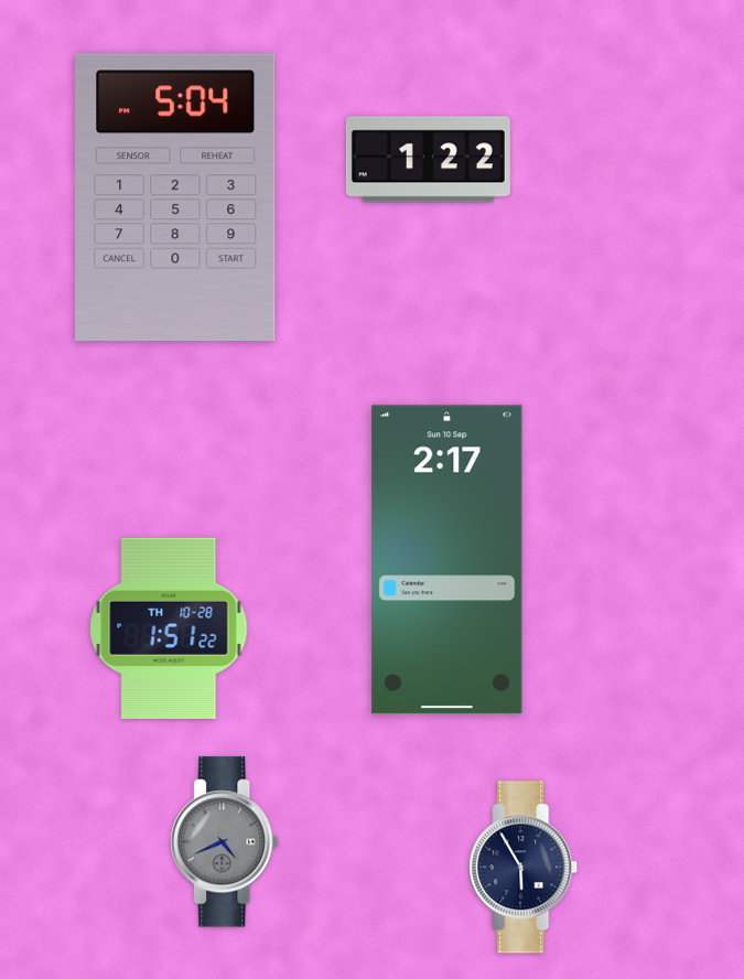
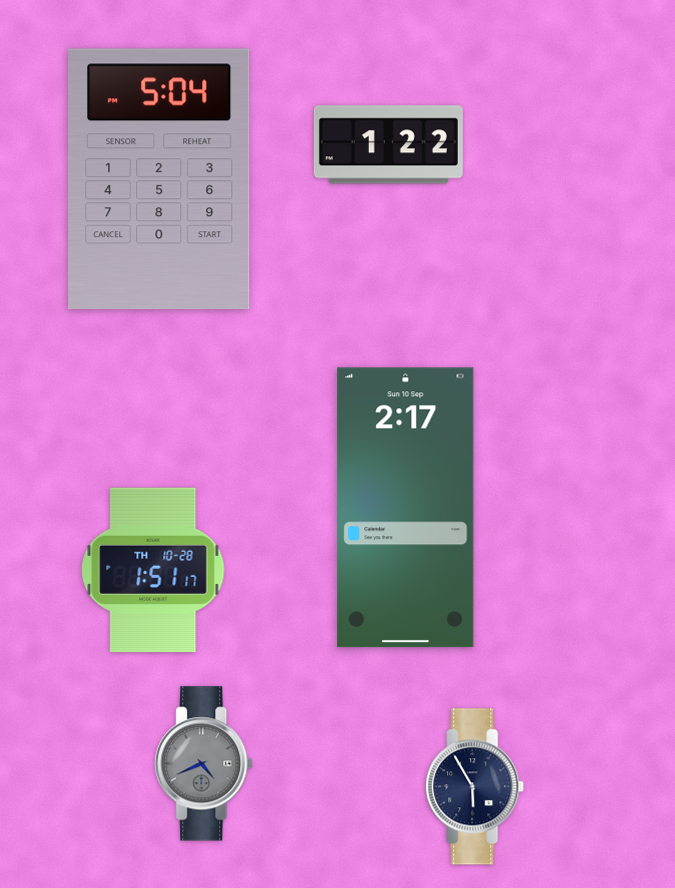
clock at (169, 628): 1:51:22 -> 1:51:17
